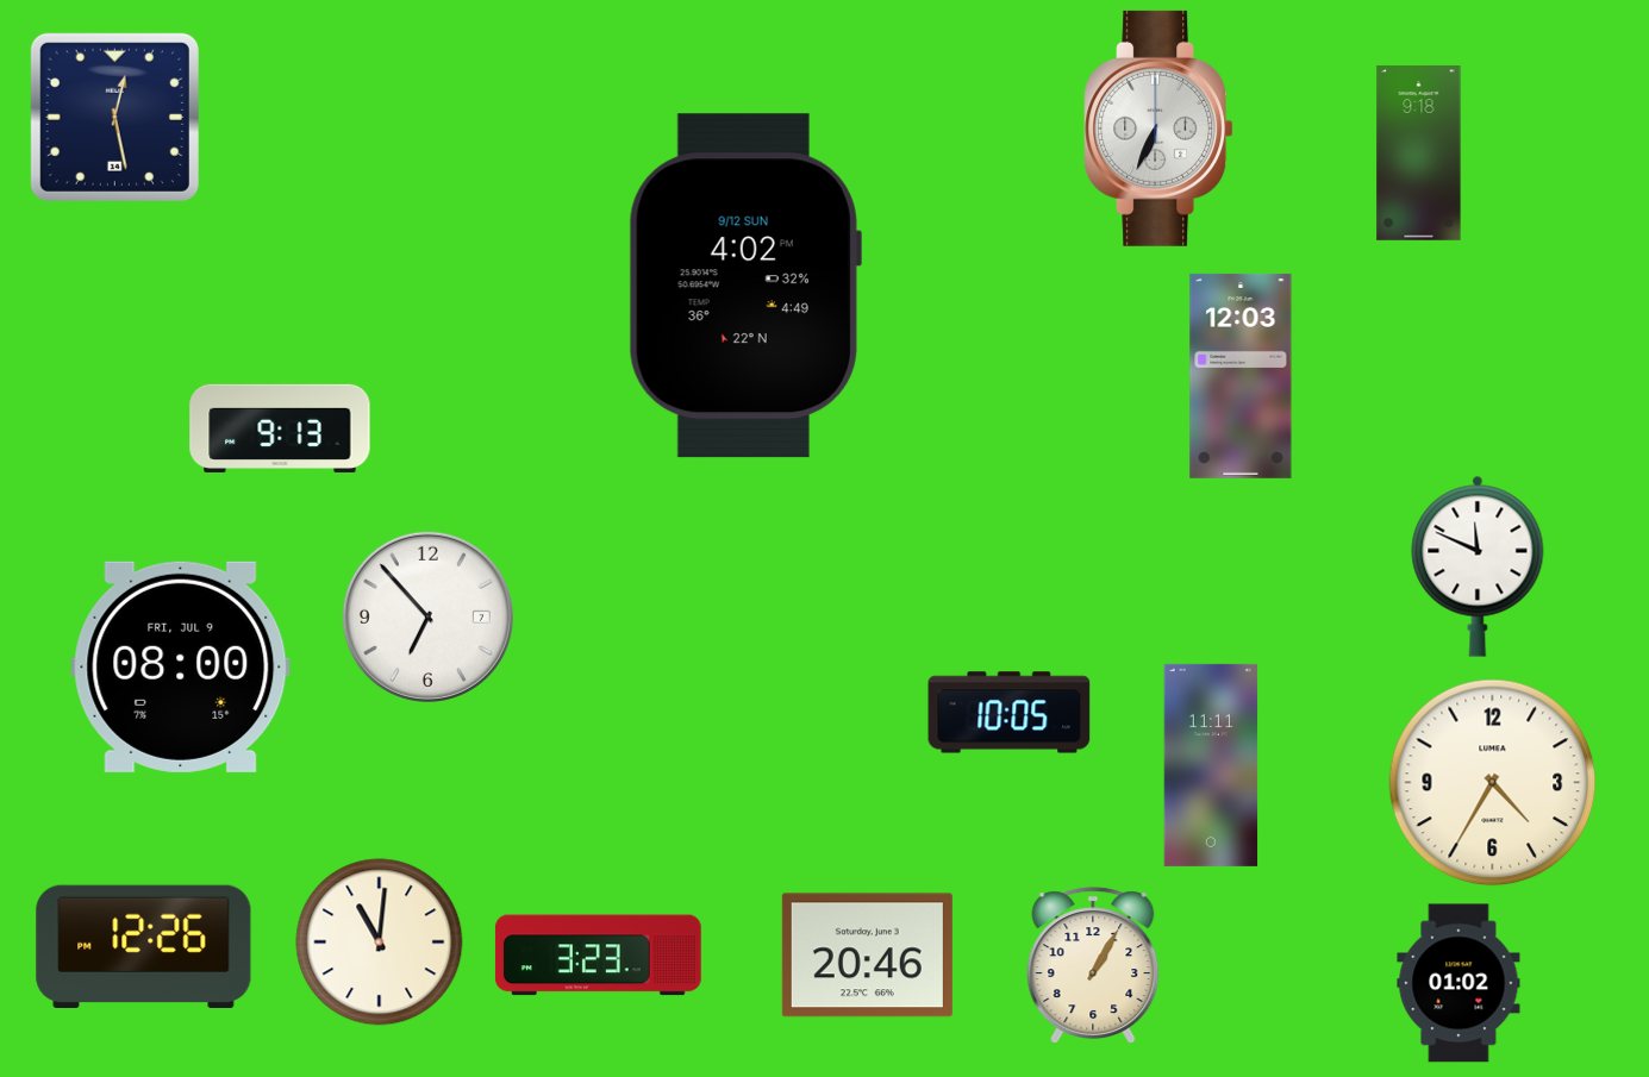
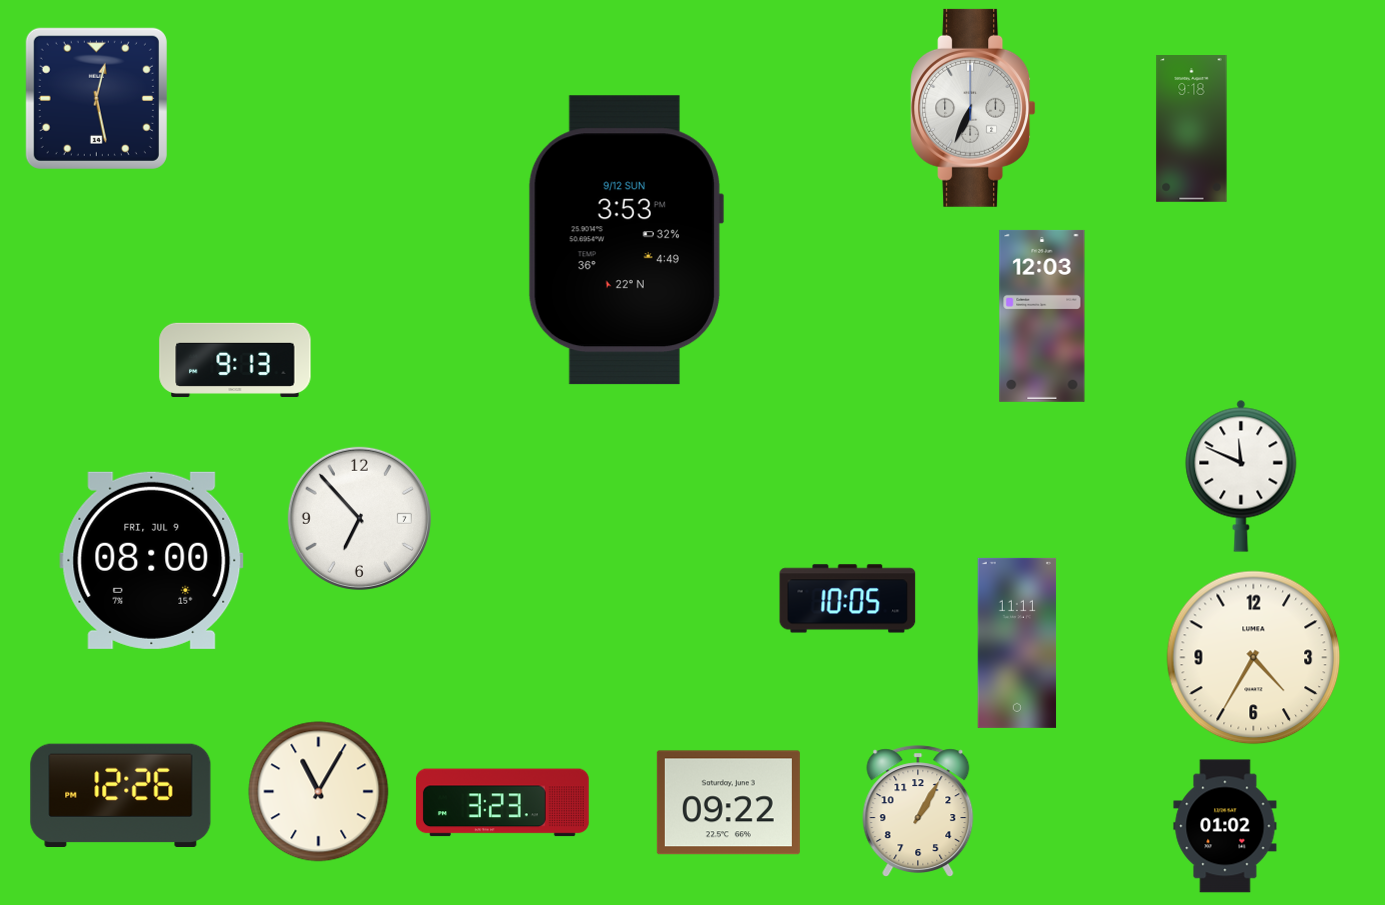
clock at (744, 286): 4:02 -> 3:53
clock at (380, 943): 11:01 -> 11:05
clock at (867, 956): 20:46 -> 09:22
